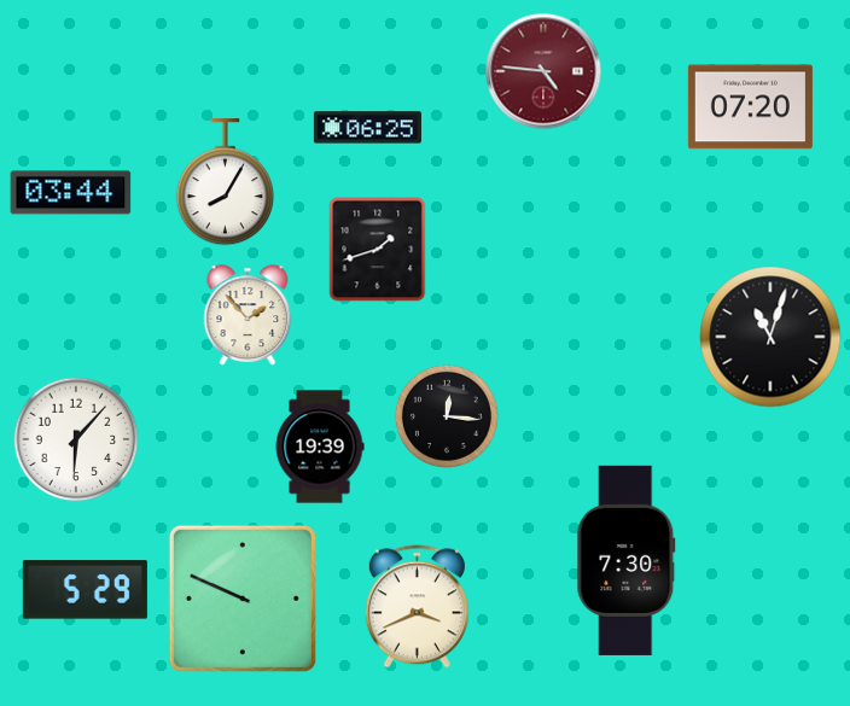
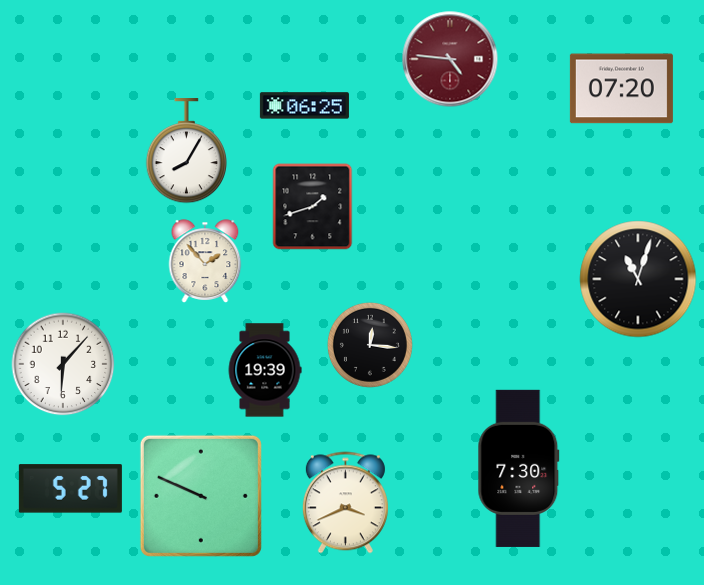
clock at (71, 193): 03:44 -> none
clock at (627, 560) position: (627, 560) -> (519, 468)
clock at (85, 590): 5:29 -> 5:27
